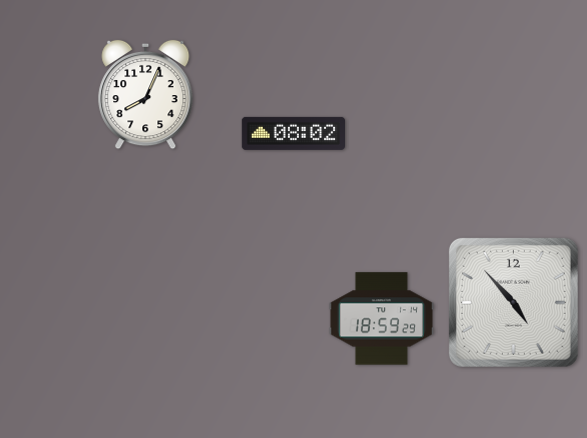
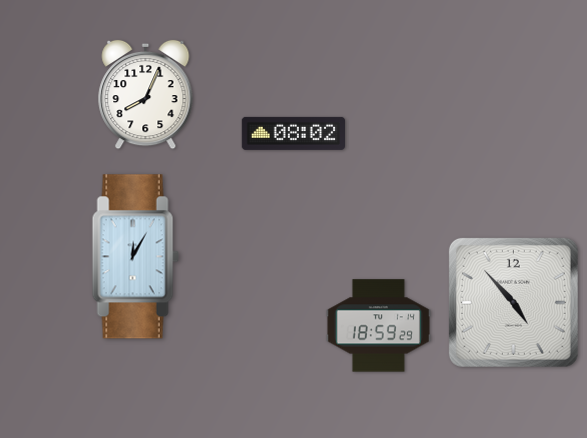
clock at (135, 257): none -> 12:05
clock at (381, 319) position: (381, 319) -> (378, 326)
